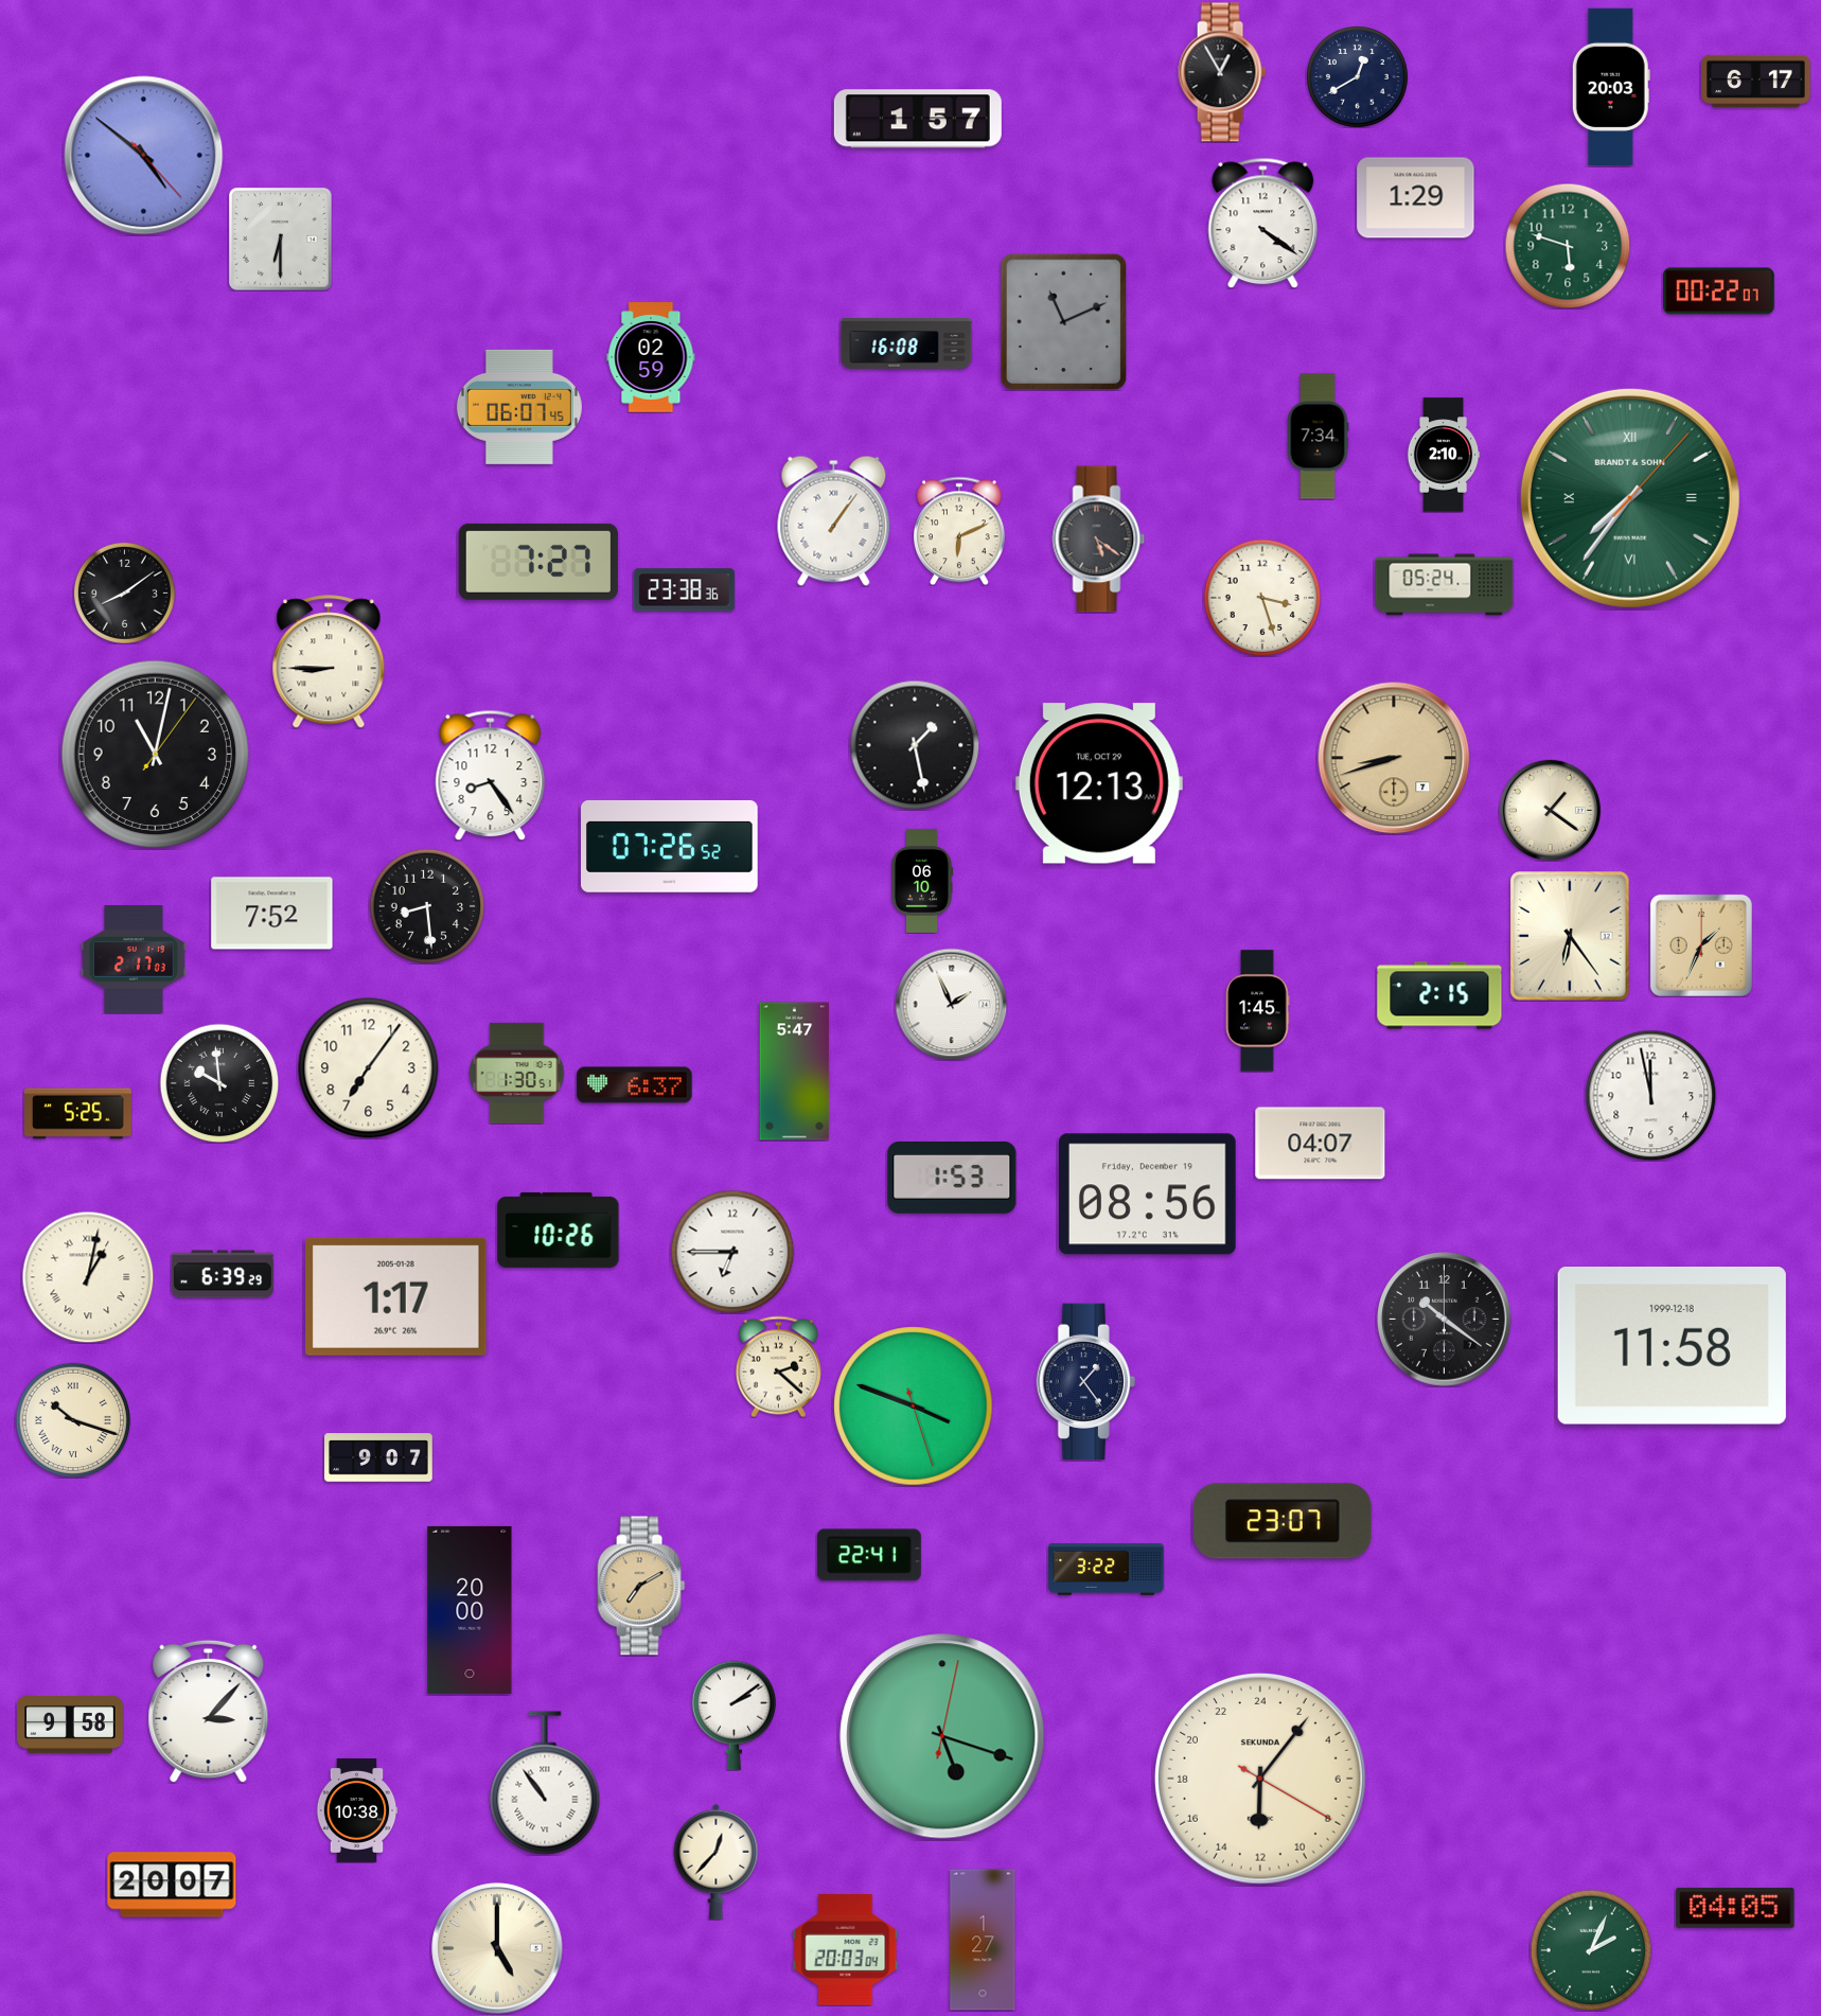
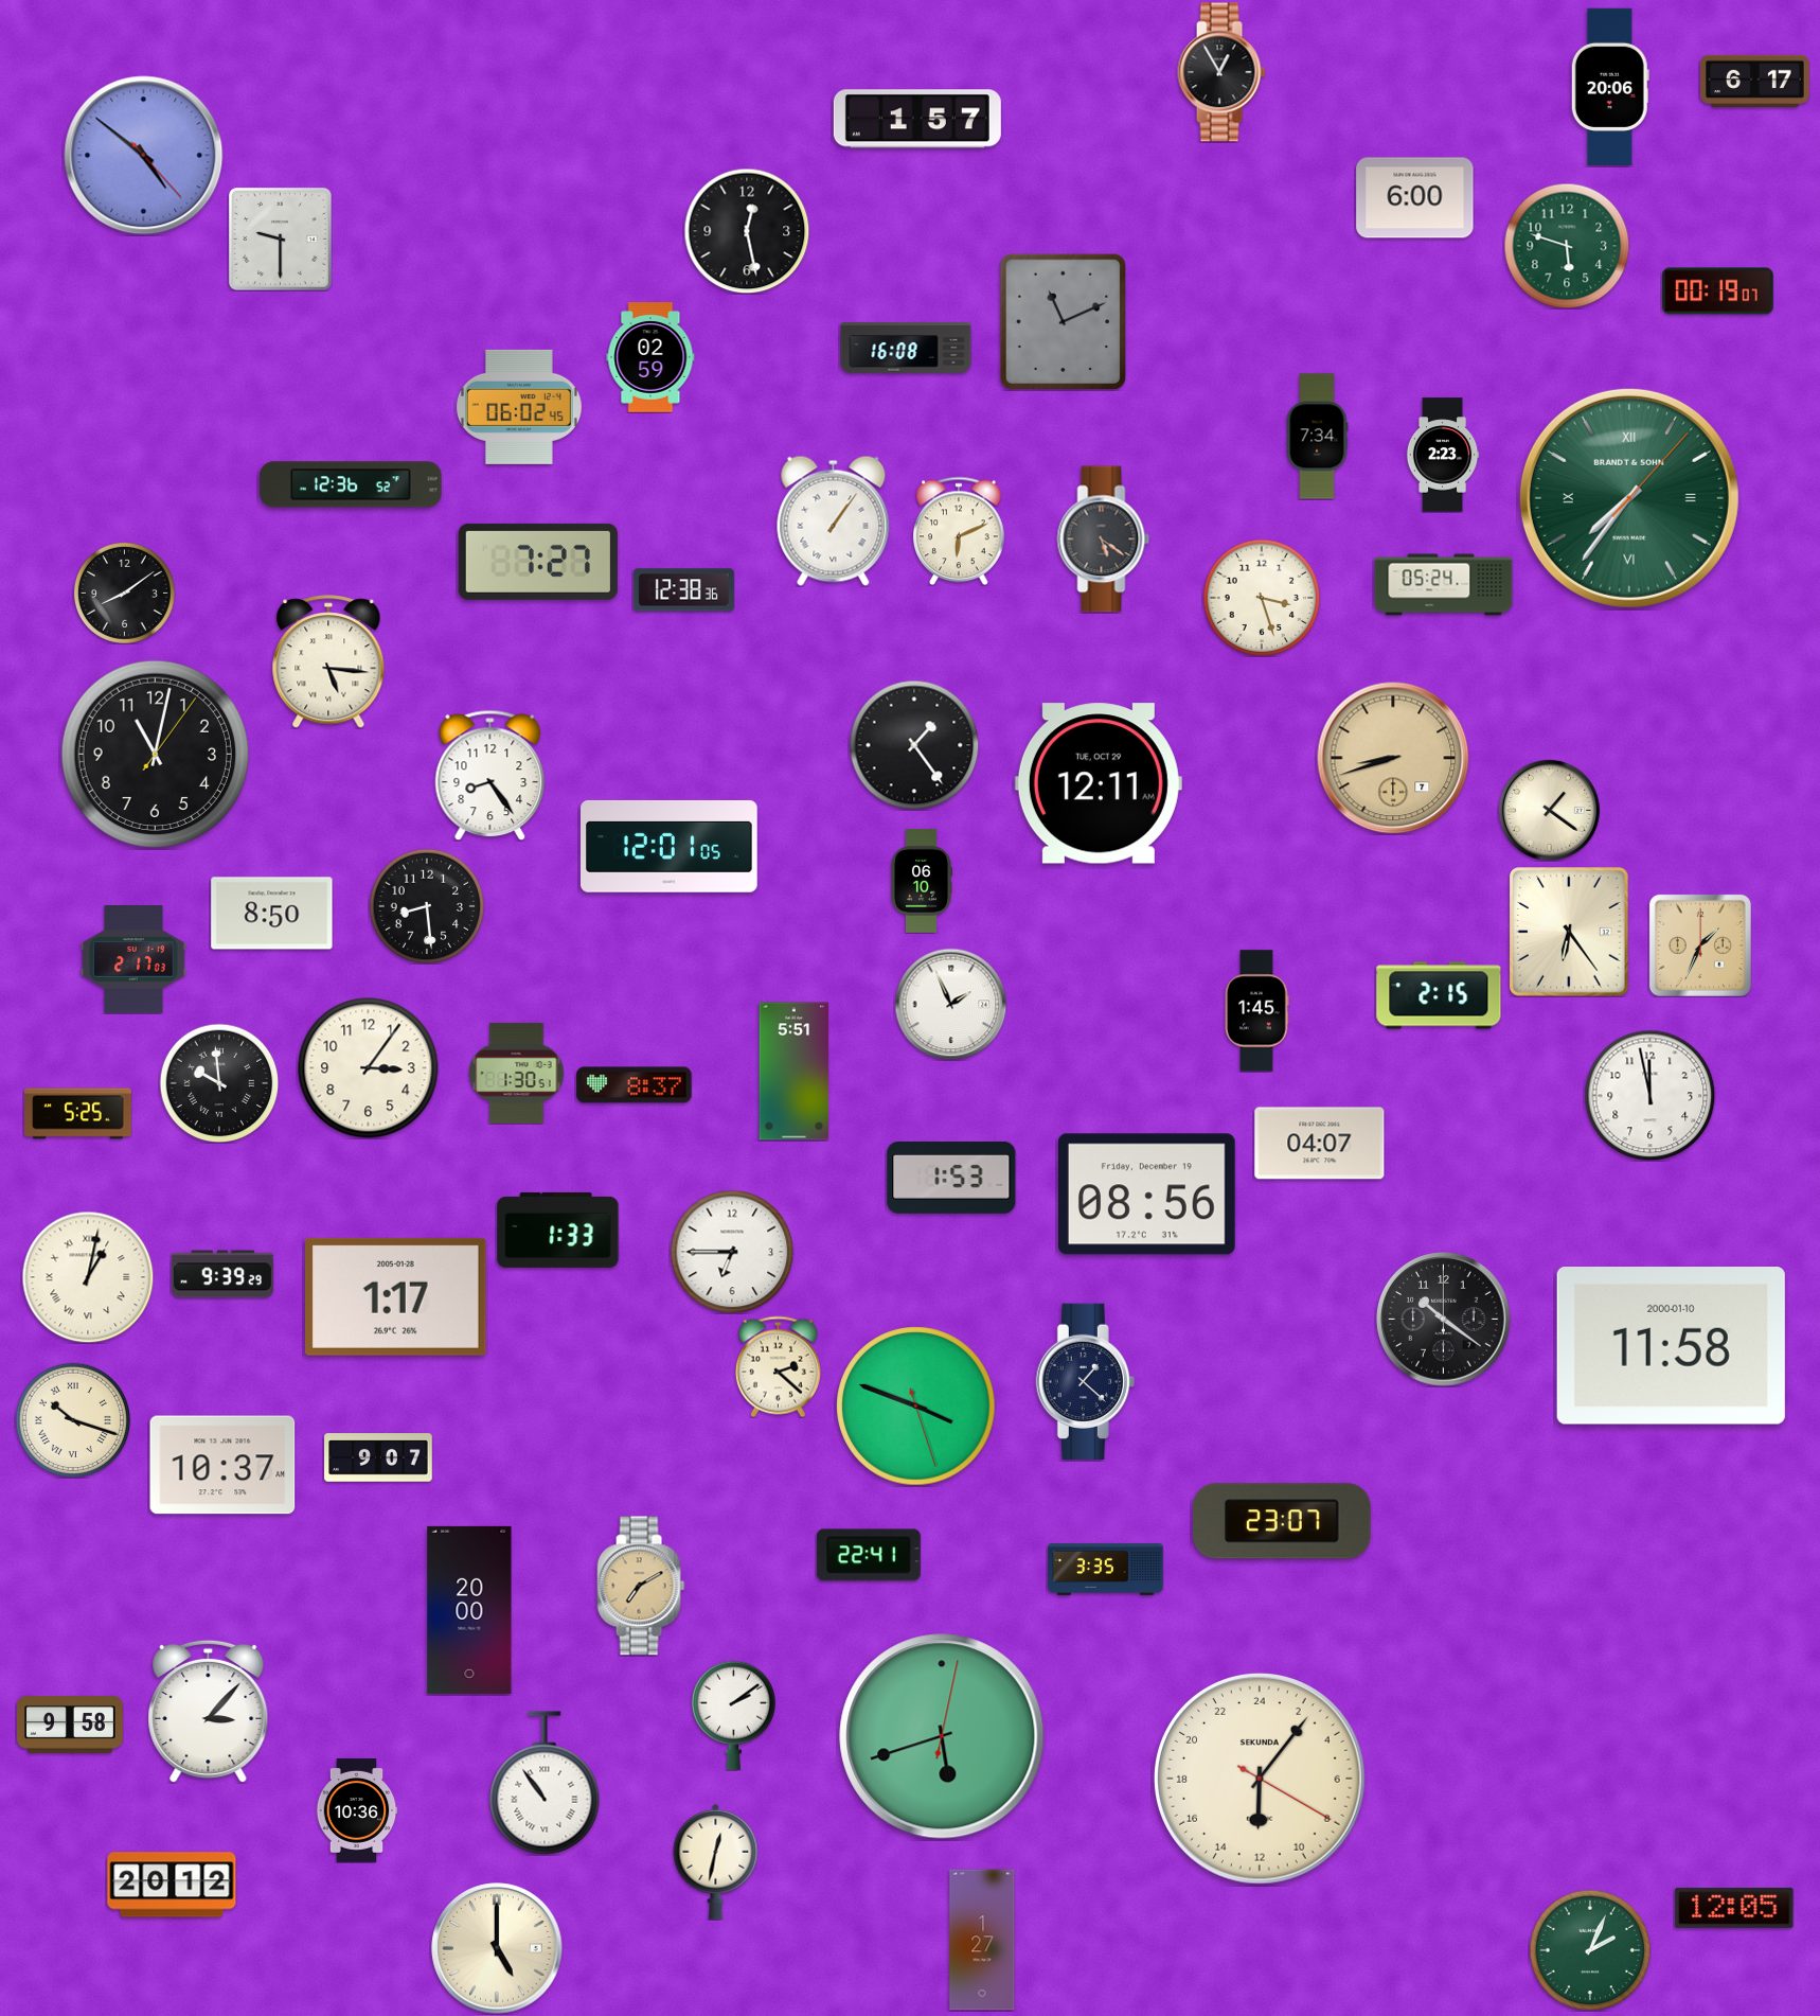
clock at (1357, 76): 12:40 -> none
clock at (1611, 87): 20:03 -> 20:06
clock at (1416, 198): 1:29 -> 6:00
clock at (1263, 223): 4:21 -> none
clock at (747, 231): none -> 12:28
clock at (281, 240): 6:30 -> 9:30
clock at (1719, 291): 00:22 -> 00:19
clock at (906, 344) position: (906, 344) -> (906, 349)
clock at (519, 407): 06:07 -> 06:02
clock at (1444, 455): 2:10 -> 2:23
clock at (351, 484): none -> 12:36
clock at (1099, 540) position: (1099, 540) -> (1104, 540)
clock at (684, 590): 23:38 -> 12:38
clock at (329, 661): 8:45 -> 5:16
clock at (915, 745): 1:28 -> 1:24
clock at (1099, 783): 12:13 -> 12:11
clock at (670, 847): 07:26 -> 12:01
clock at (272, 914): 7:52 -> 8:50
clock at (1570, 936) position: (1570, 936) -> (1569, 932)
clock at (369, 1068): 7:06 -> 3:06
clock at (795, 1072): 5:47 -> 5:51
clock at (635, 1085): 6:37 -> 8:37
clock at (559, 1230): 10:26 -> 1:33
clock at (223, 1274): 6:39 -> 9:39
clock at (1672, 1346) date: 1999-12-18 -> 2000-01-10
clock at (1085, 1381): 1:24 -> 1:22
clock at (914, 1407) position: (914, 1407) -> (916, 1407)
clock at (222, 1465): none -> 10:37
clock at (1107, 1569): 3:22 -> 3:35
clock at (942, 1736): 5:18 -> 5:42
clock at (357, 1810): 10:38 -> 10:36
clock at (717, 1861): 12:37 -> 12:32
clock at (172, 1885): 20:07 -> 20:12
clock at (1735, 1908): 04:05 -> 12:05
clock at (846, 1950): 20:03 -> none
